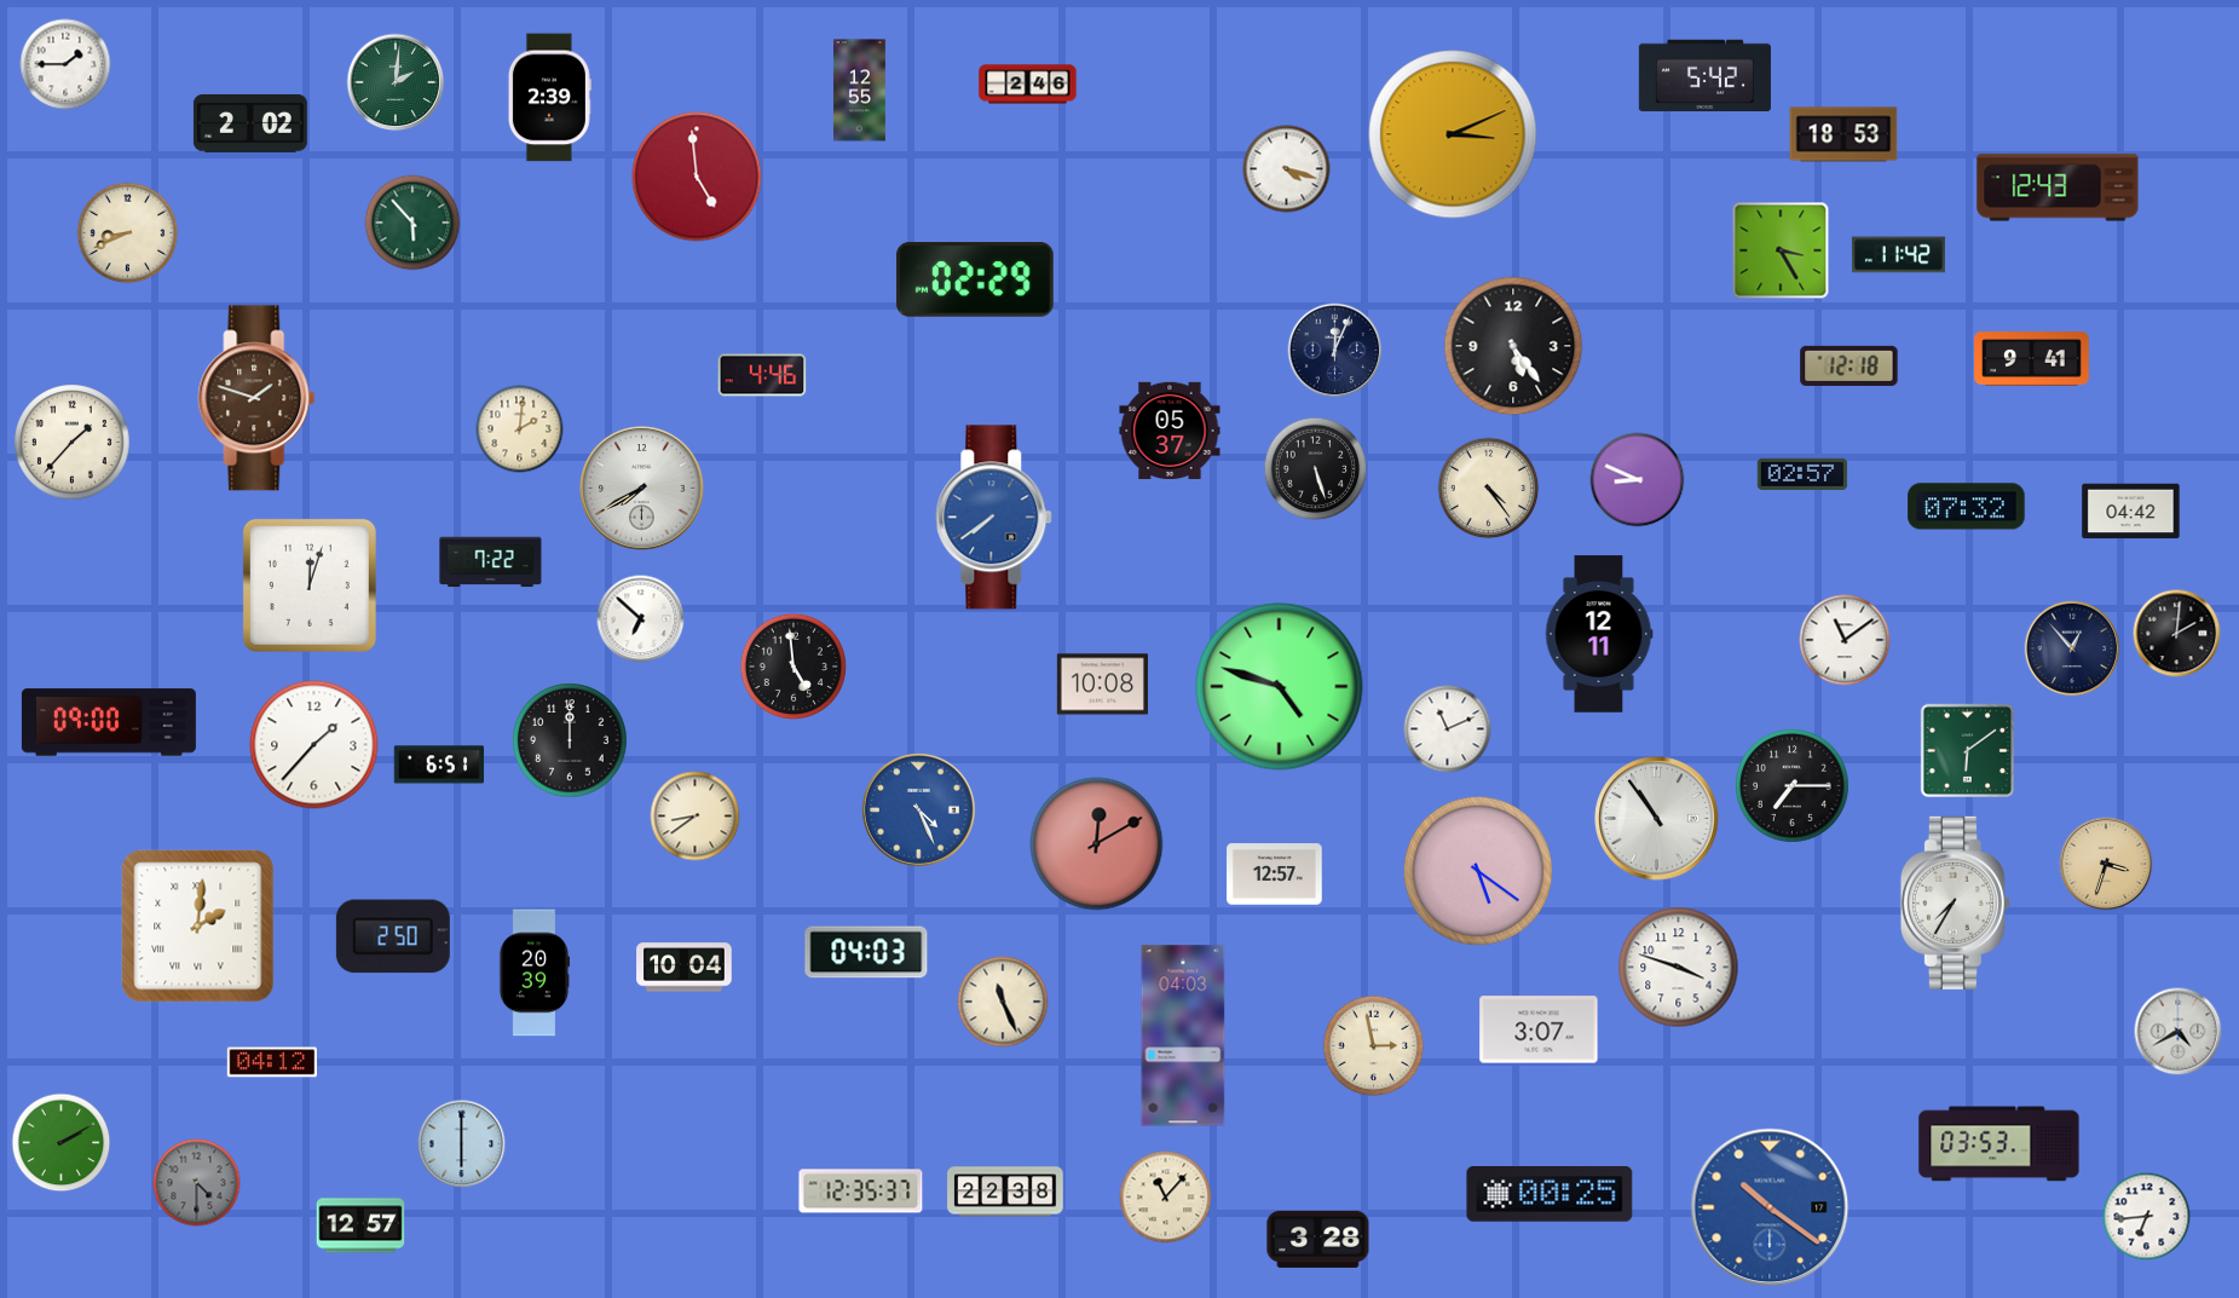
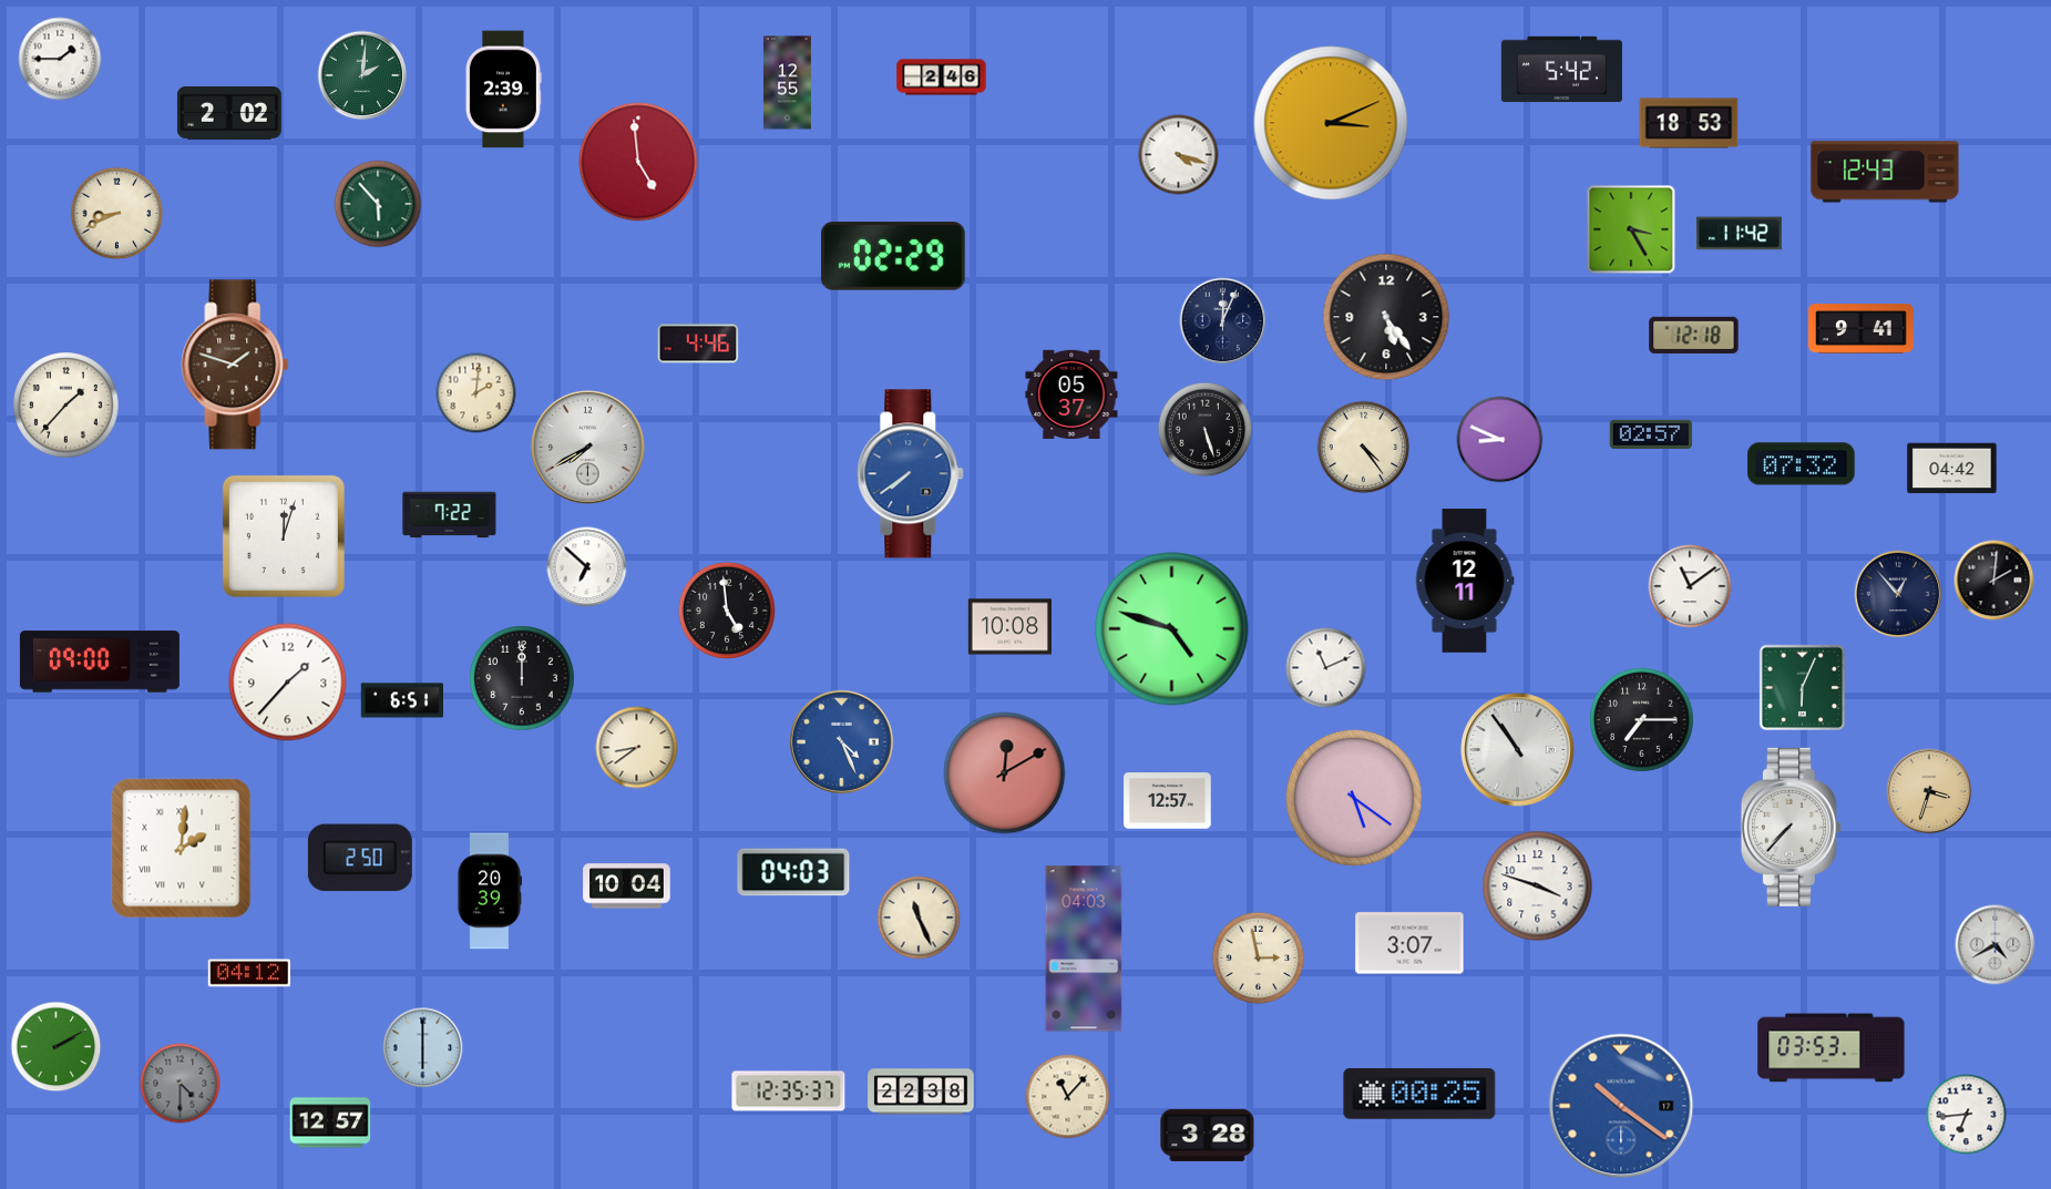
clock at (1967, 750): 6:09 -> 6:04
clock at (1955, 902): 7:35 -> 7:37
